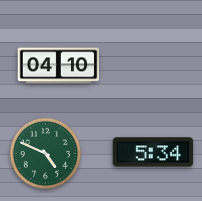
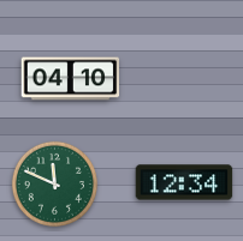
clock at (153, 152): 5:34 -> 12:34
clock at (45, 153): 4:49 -> 11:49
